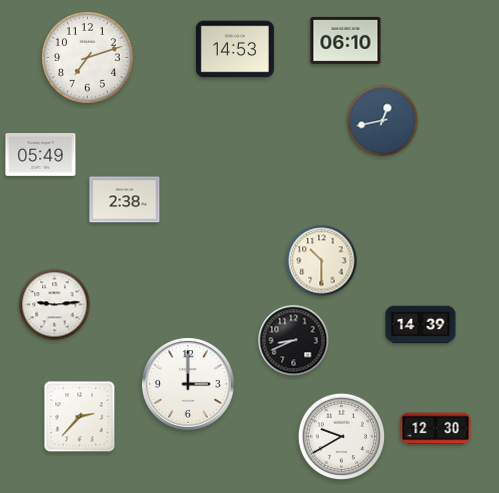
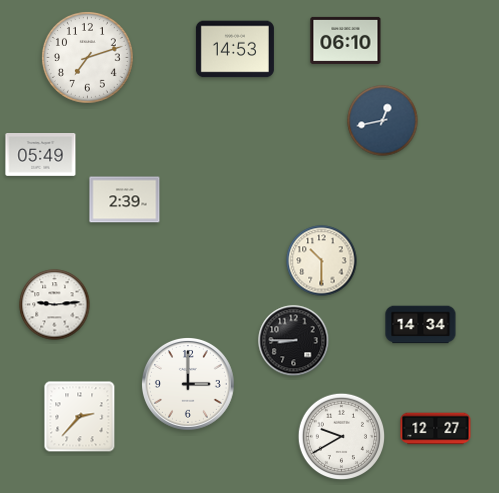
clock at (125, 200): 2:38 -> 2:39
clock at (421, 325): 14:39 -> 14:34
clock at (294, 341): 8:41 -> 8:45
clock at (436, 429): 12:30 -> 12:27
